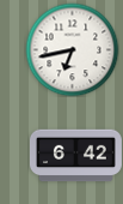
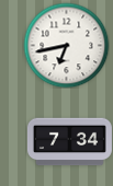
clock at (75, 156): 6:42 -> 7:34
